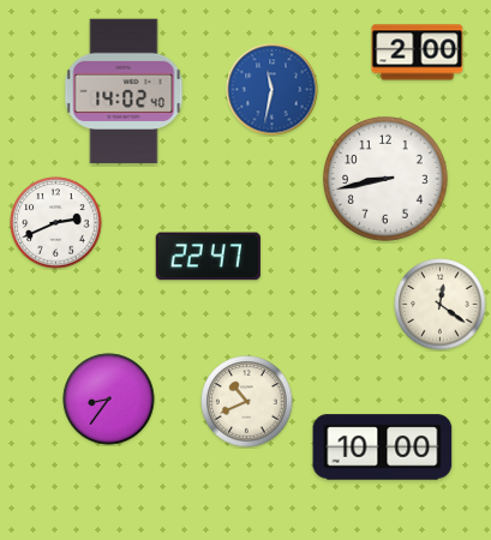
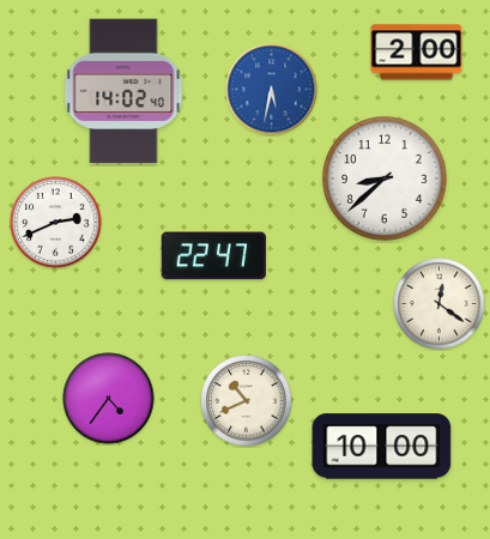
clock at (273, 90): 11:32 -> 5:32
clock at (385, 179): 8:43 -> 8:38
clock at (208, 257) position: (208, 257) -> (213, 256)
clock at (109, 400): 8:36 -> 4:36
